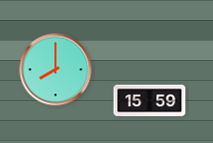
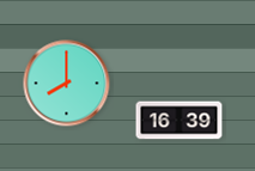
clock at (150, 101): 15:59 -> 16:39
